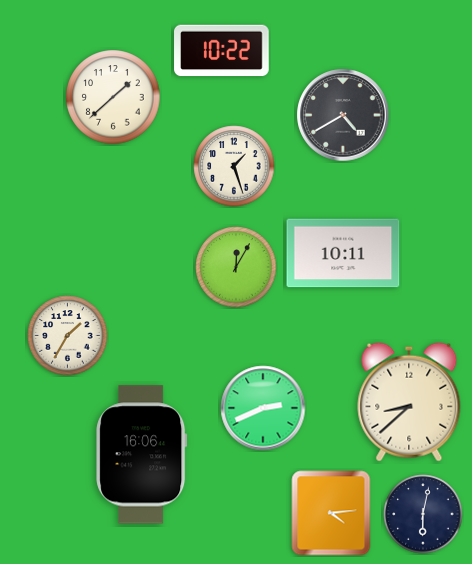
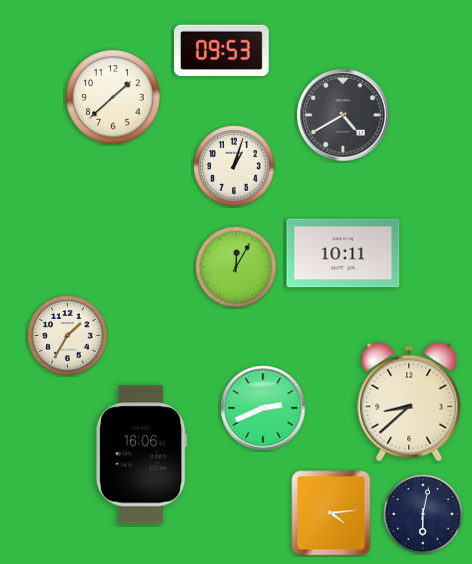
clock at (222, 51): 10:22 -> 09:53
clock at (234, 166): 1:27 -> 1:03
